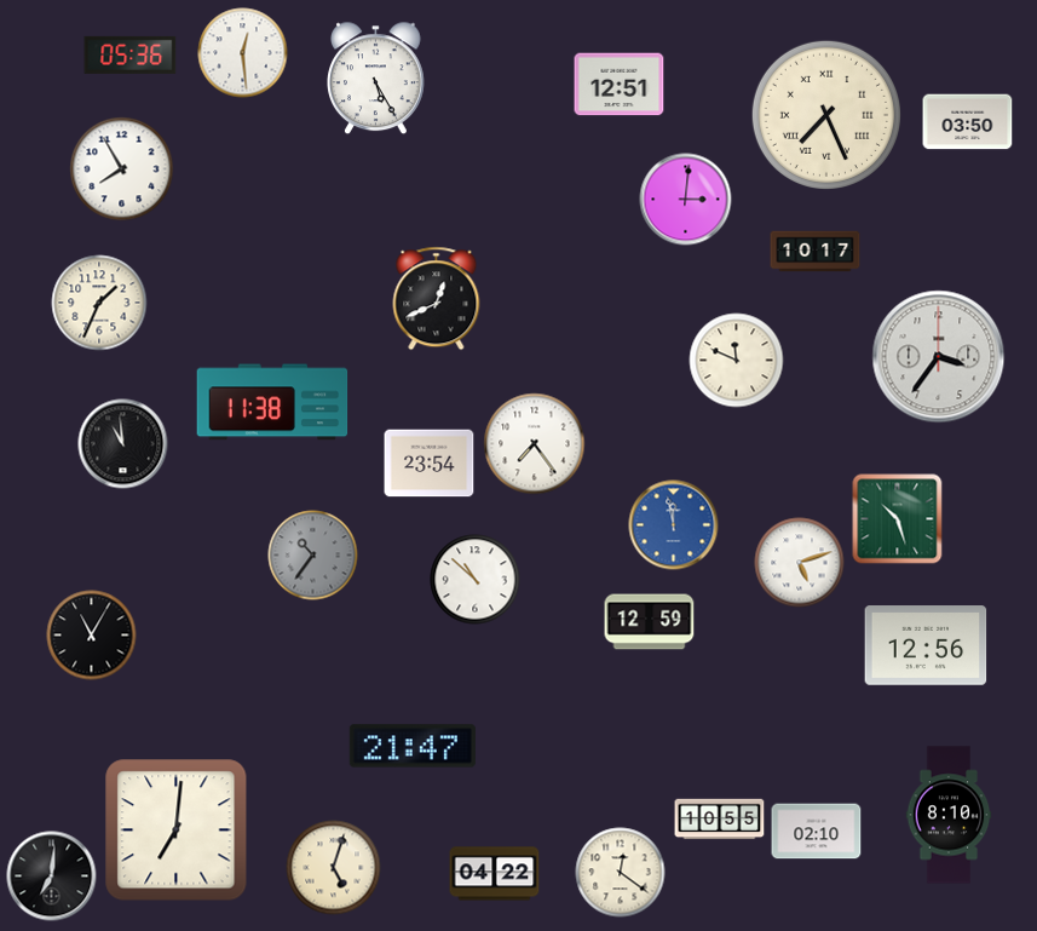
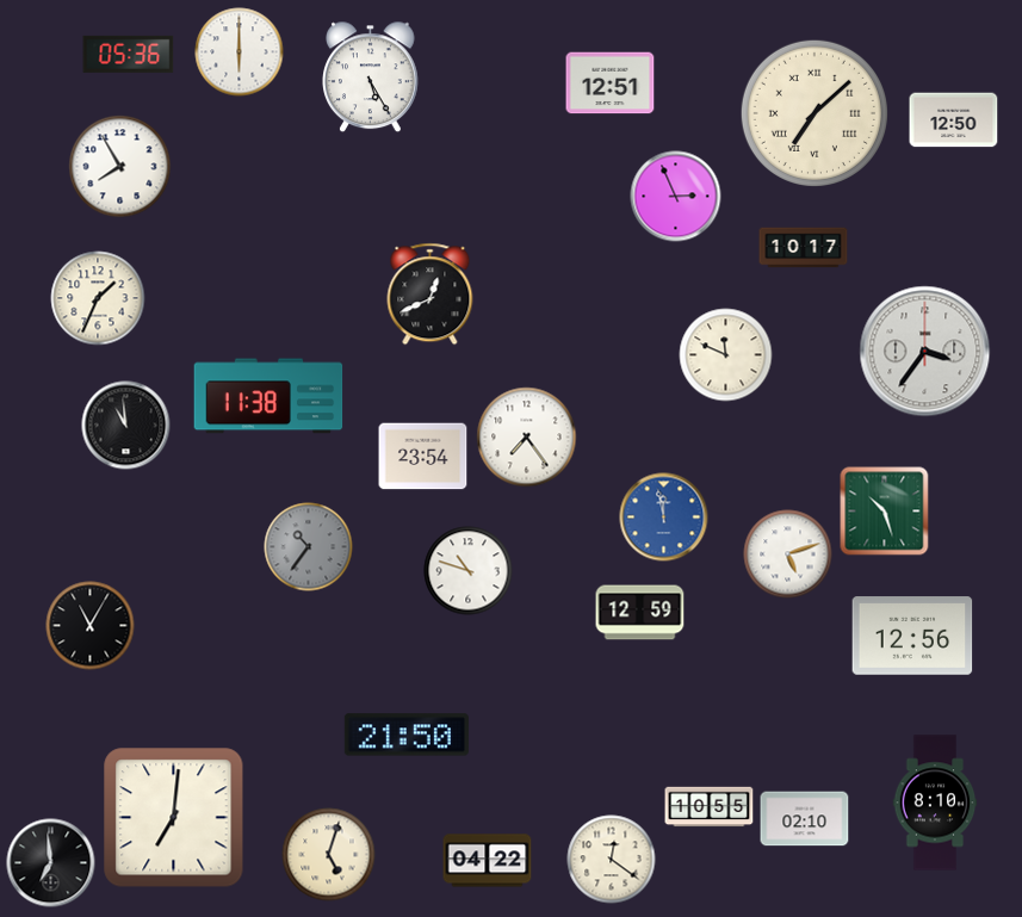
clock at (243, 53): 12:29 -> 6:00
clock at (826, 115): 7:26 -> 7:08
clock at (968, 122): 03:50 -> 12:50
clock at (686, 200): 3:01 -> 2:56
clock at (123, 444) position: (123, 444) -> (126, 426)
clock at (476, 580): 10:52 -> 10:48
clock at (413, 746): 21:47 -> 21:50
clock at (52, 877): 7:01 -> 6:59
